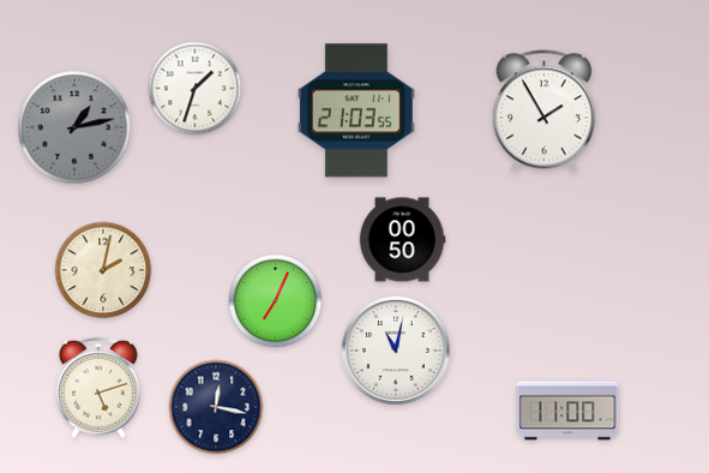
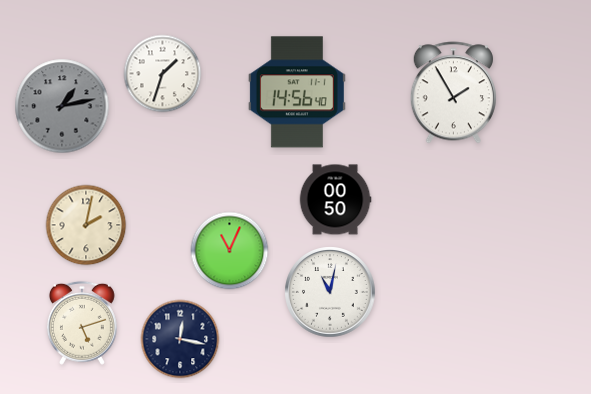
clock at (356, 110): 21:03 -> 14:56
clock at (276, 301): 7:04 -> 11:04
clock at (567, 411): 11:00 -> none
